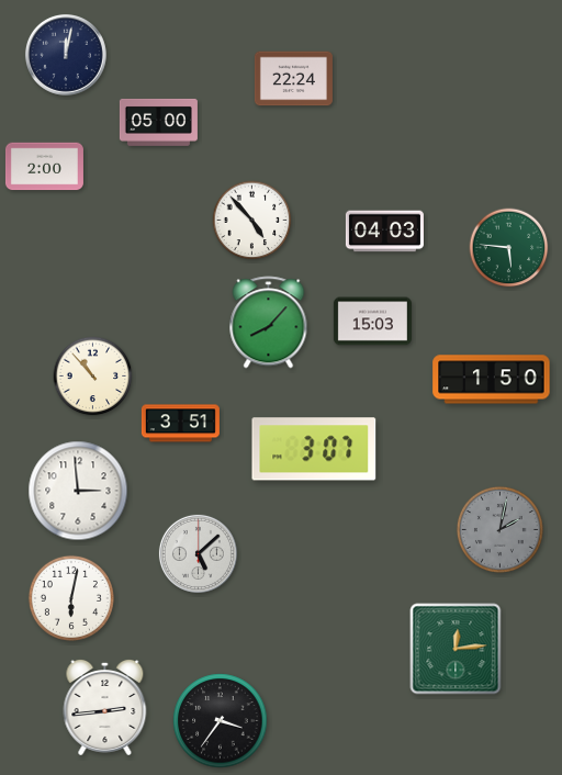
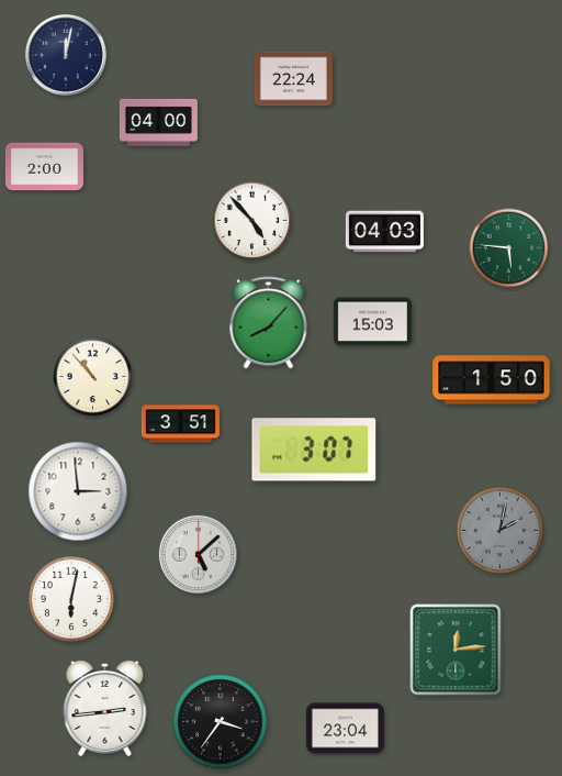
clock at (158, 122): 05:00 -> 04:00
clock at (345, 729): none -> 23:04
